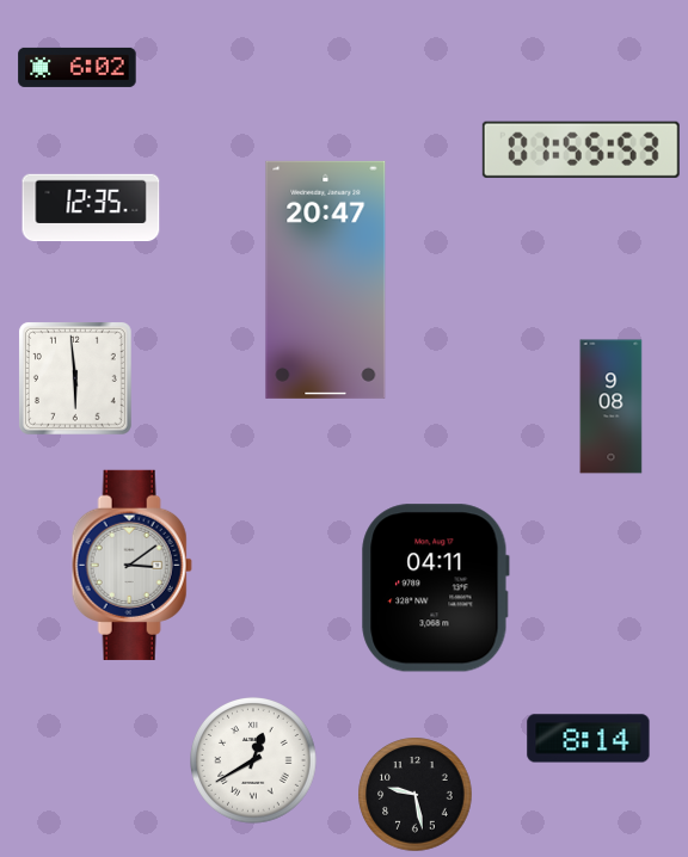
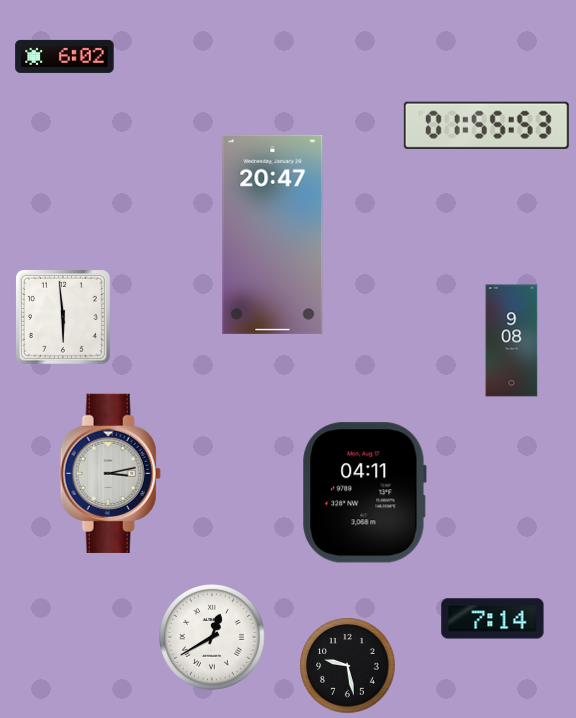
clock at (91, 208): 12:35 -> none
clock at (131, 565): 3:09 -> 3:13
clock at (589, 739): 8:14 -> 7:14
